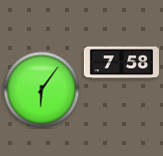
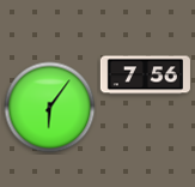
clock at (121, 63): 7:58 -> 7:56
